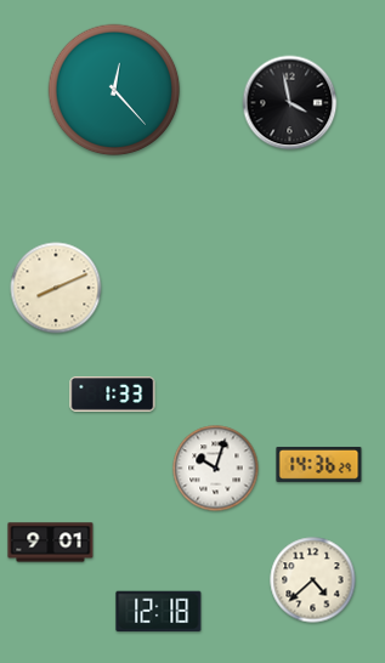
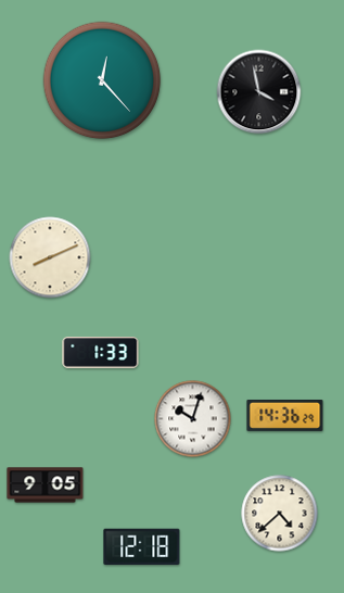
clock at (51, 543): 9:01 -> 9:05
clock at (313, 580) position: (313, 580) -> (280, 514)
